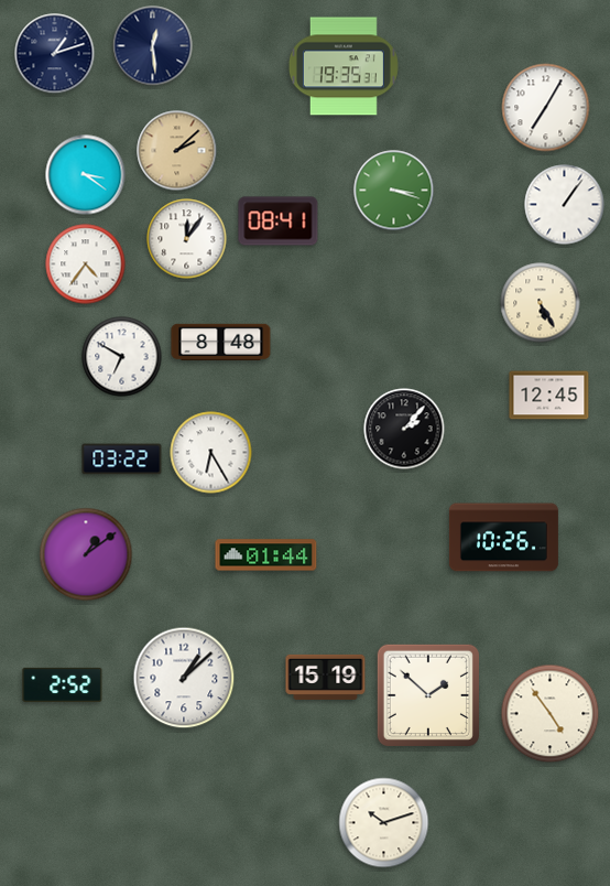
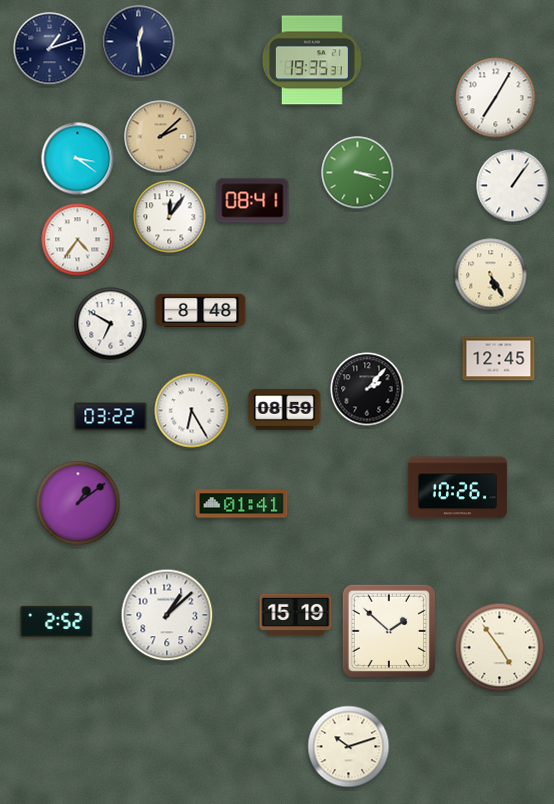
clock at (285, 409): none -> 08:59
clock at (266, 555): 01:44 -> 01:41
